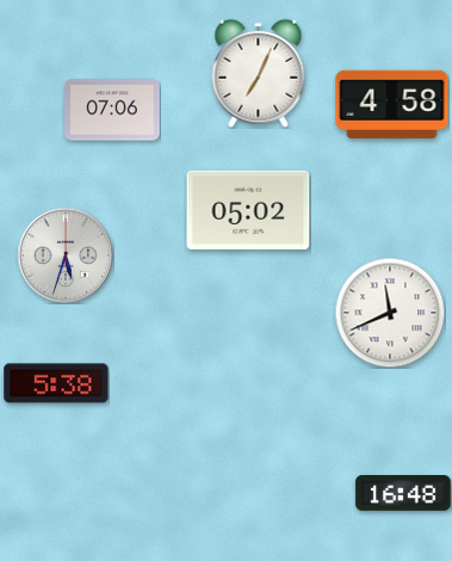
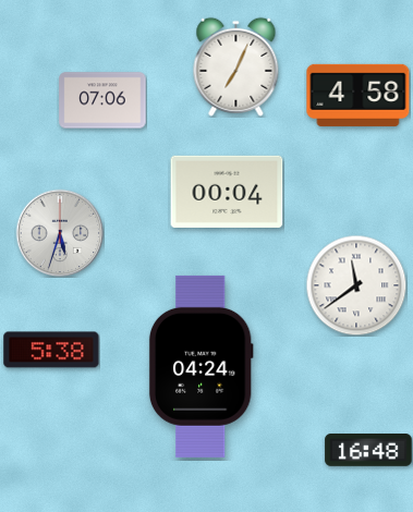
clock at (248, 210): 05:02 -> 00:04
clock at (390, 313): 11:41 -> 11:39
clock at (201, 366): none -> 04:24
